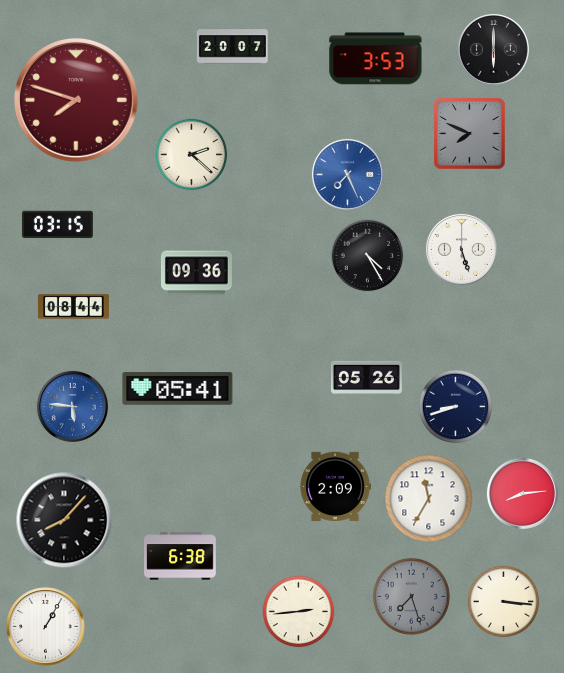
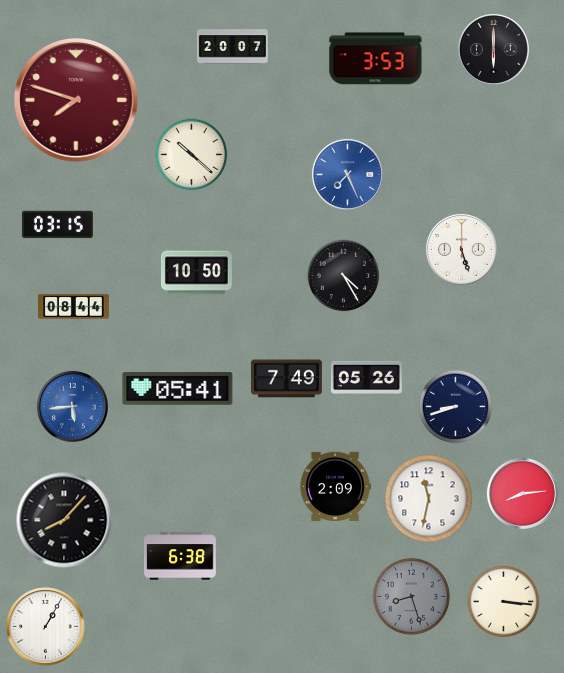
clock at (470, 134): 7:49 -> none
clock at (192, 155): 2:22 -> 10:22
clock at (368, 256) position: (368, 256) -> (344, 276)
clock at (196, 273): 09:36 -> 10:50
clock at (286, 379): none -> 7:49
clock at (72, 406): 5:46 -> 5:44
clock at (429, 499): 11:35 -> 11:32
clock at (411, 596): 7:27 -> 8:27
clock at (299, 612): 2:44 -> none
